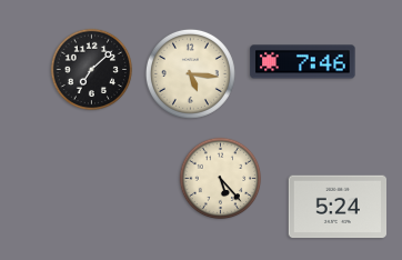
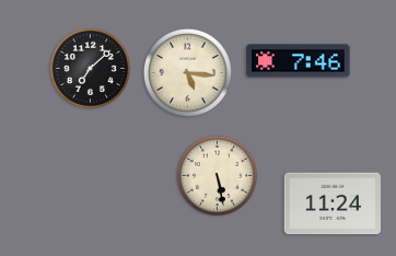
clock at (221, 179): 5:23 -> 5:28
clock at (336, 207): 5:24 -> 11:24
